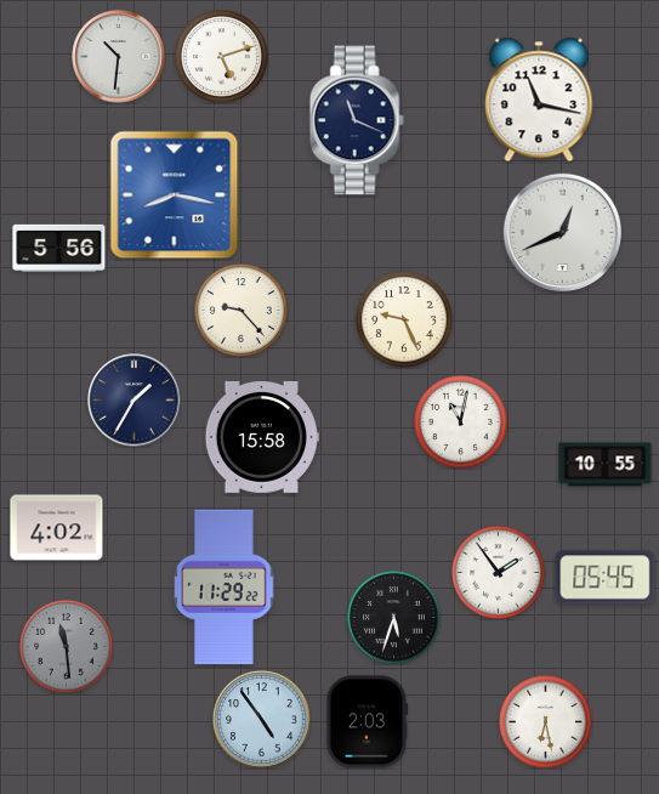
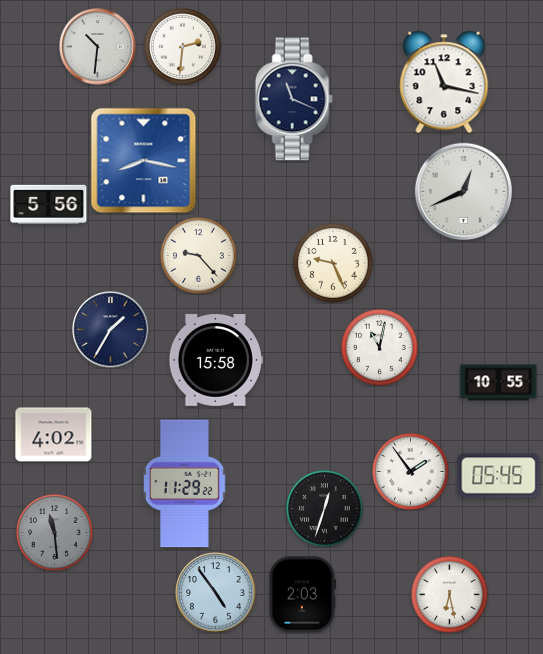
clock at (222, 57): 5:12 -> 2:31
clock at (57, 528) position: (57, 528) -> (54, 435)
clock at (394, 618): 5:33 -> 12:33
